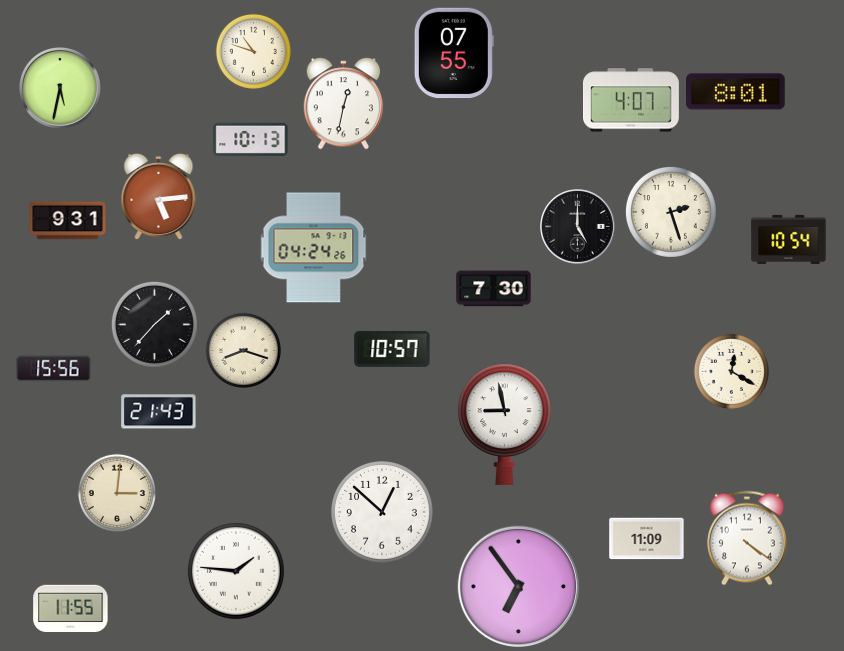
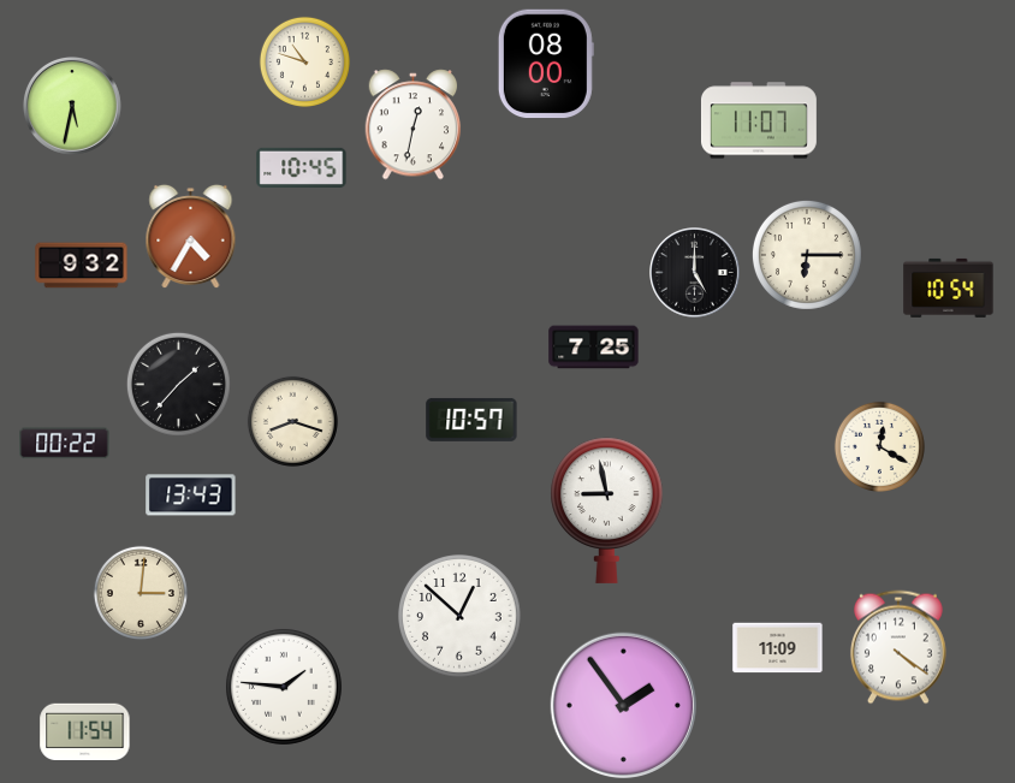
clock at (454, 53): 07:55 -> 08:00
clock at (736, 92): 8:01 -> none
clock at (631, 100): 4:07 -> 11:07
clock at (251, 139): 10:13 -> 10:45
clock at (159, 197): 5:14 -> 4:35
clock at (671, 212): 2:27 -> 6:15
clock at (68, 221): 9:31 -> 9:32
clock at (314, 248): 04:24 -> none
clock at (494, 289): 7:30 -> 7:25
clock at (154, 324) position: (154, 324) -> (178, 384)
clock at (54, 369): 15:56 -> 00:22
clock at (159, 412): 21:43 -> 13:43
clock at (518, 586): 6:54 -> 1:54
clock at (71, 608): 11:55 -> 11:54
